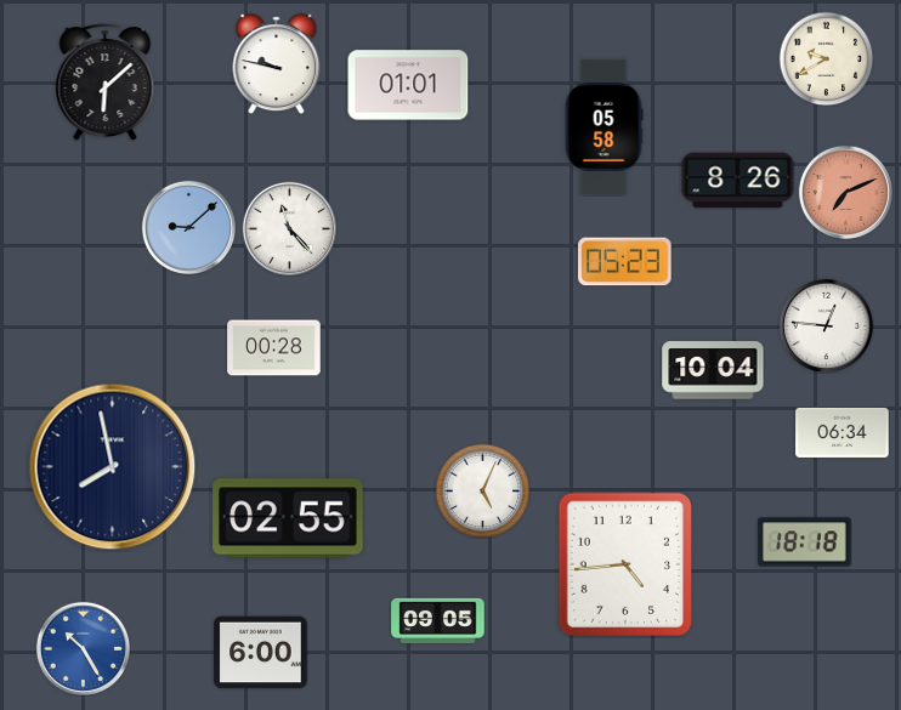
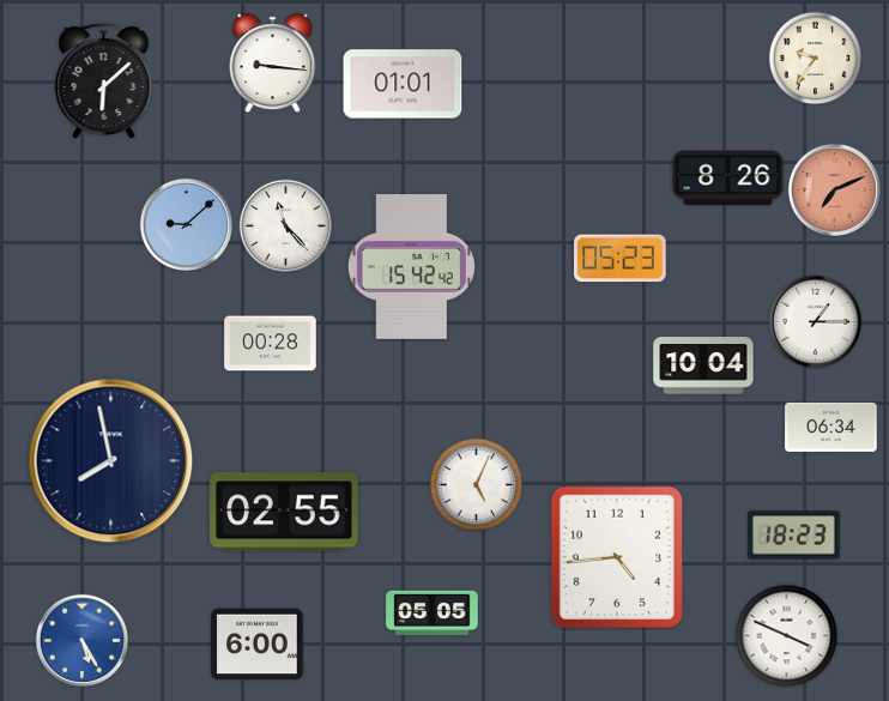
clock at (826, 58): 9:40 -> 9:36
clock at (277, 64): 9:47 -> 9:16
clock at (603, 126): 05:58 -> none
clock at (625, 262) position: (625, 262) -> (621, 259)
clock at (411, 267): none -> 15:42
clock at (826, 325): 12:46 -> 1:15
clock at (805, 543): 18:18 -> 18:23
clock at (438, 620): 09:05 -> 05:05
clock at (786, 635): none -> 3:49
clock at (83, 648): 10:25 -> 5:25
